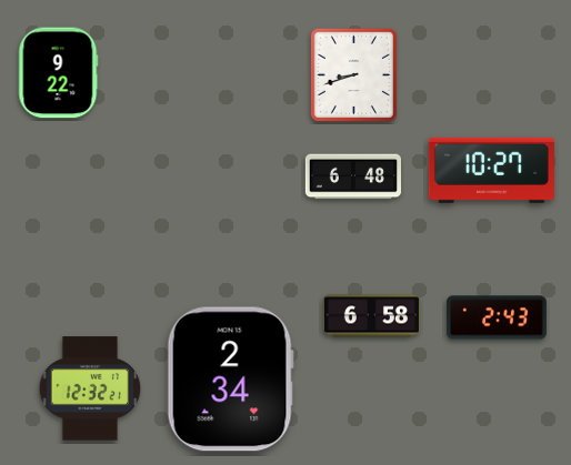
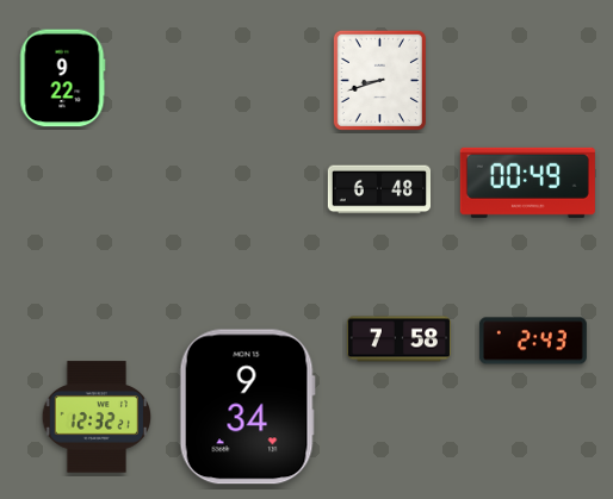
clock at (491, 170): 10:27 -> 00:49
clock at (371, 316): 6:58 -> 7:58
clock at (230, 380): 2:34 -> 9:34
